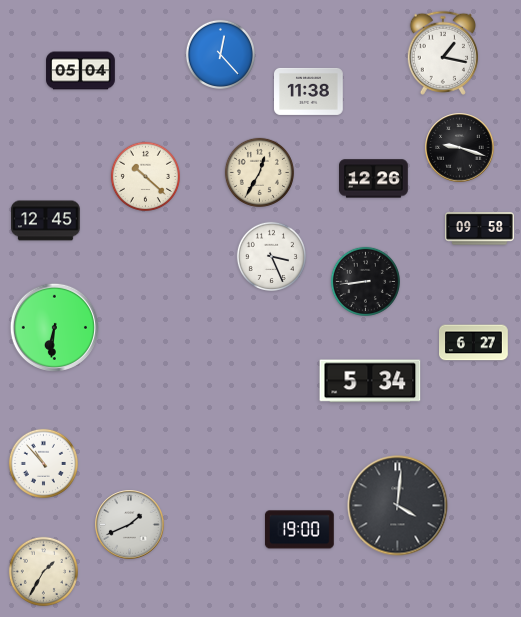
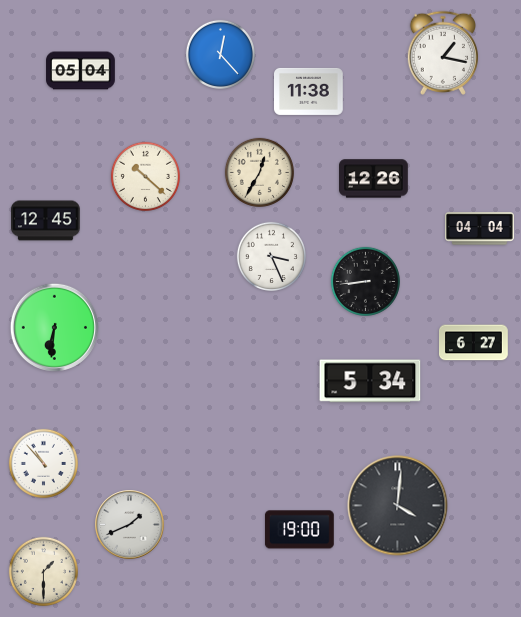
clock at (460, 148): 9:18 -> none
clock at (480, 229): 09:58 -> 04:04
clock at (43, 571): 1:35 -> 1:30
